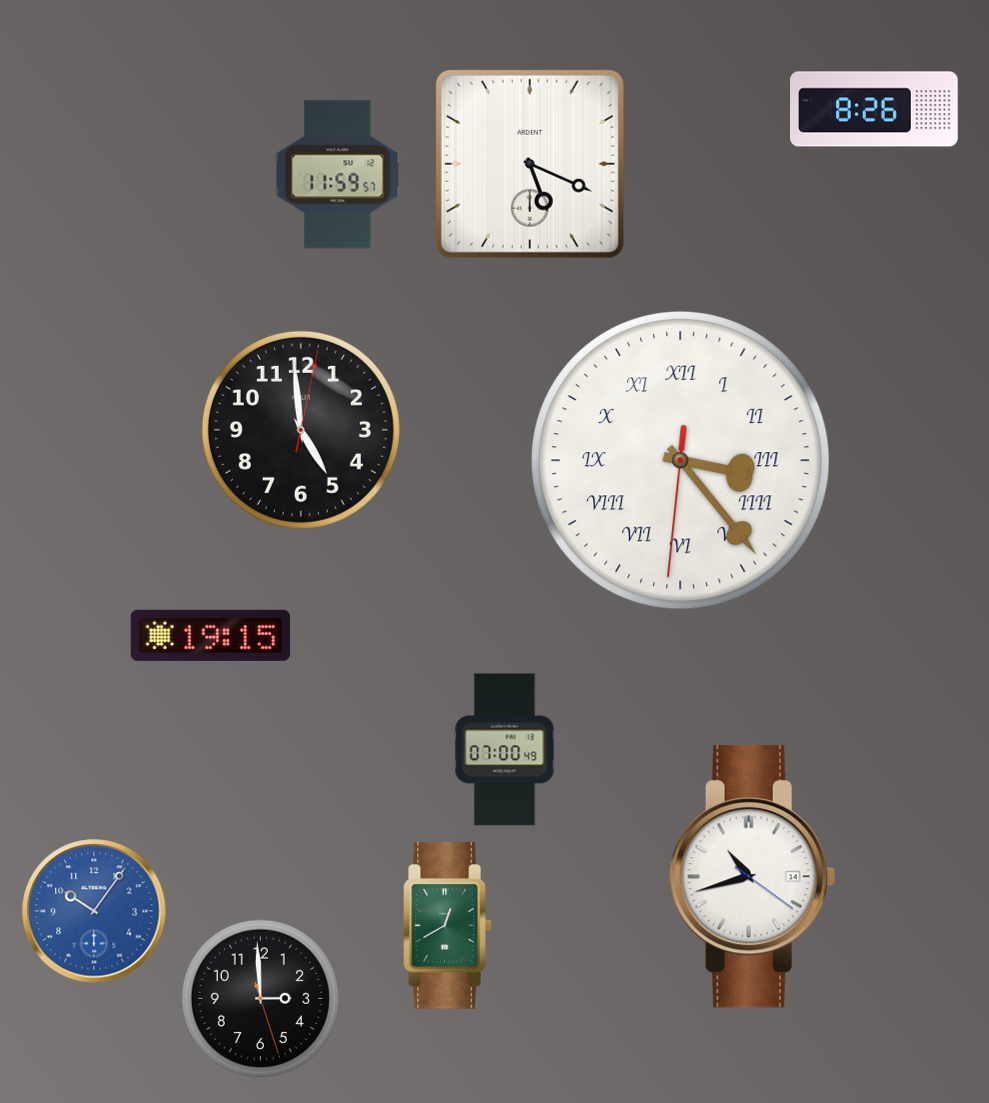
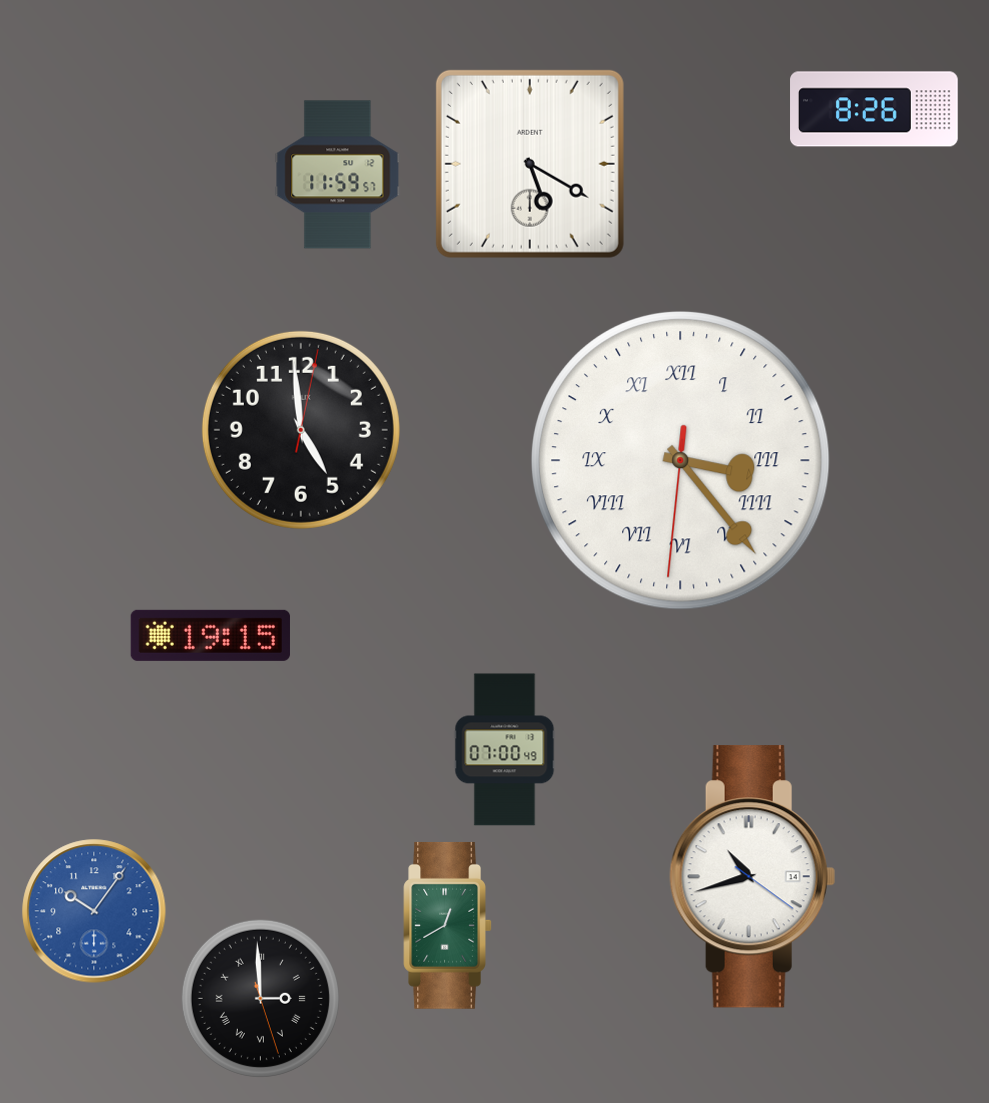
clock at (530, 164): 5:19 -> 5:20
clock at (260, 998) numerals: Arabic -> Roman
